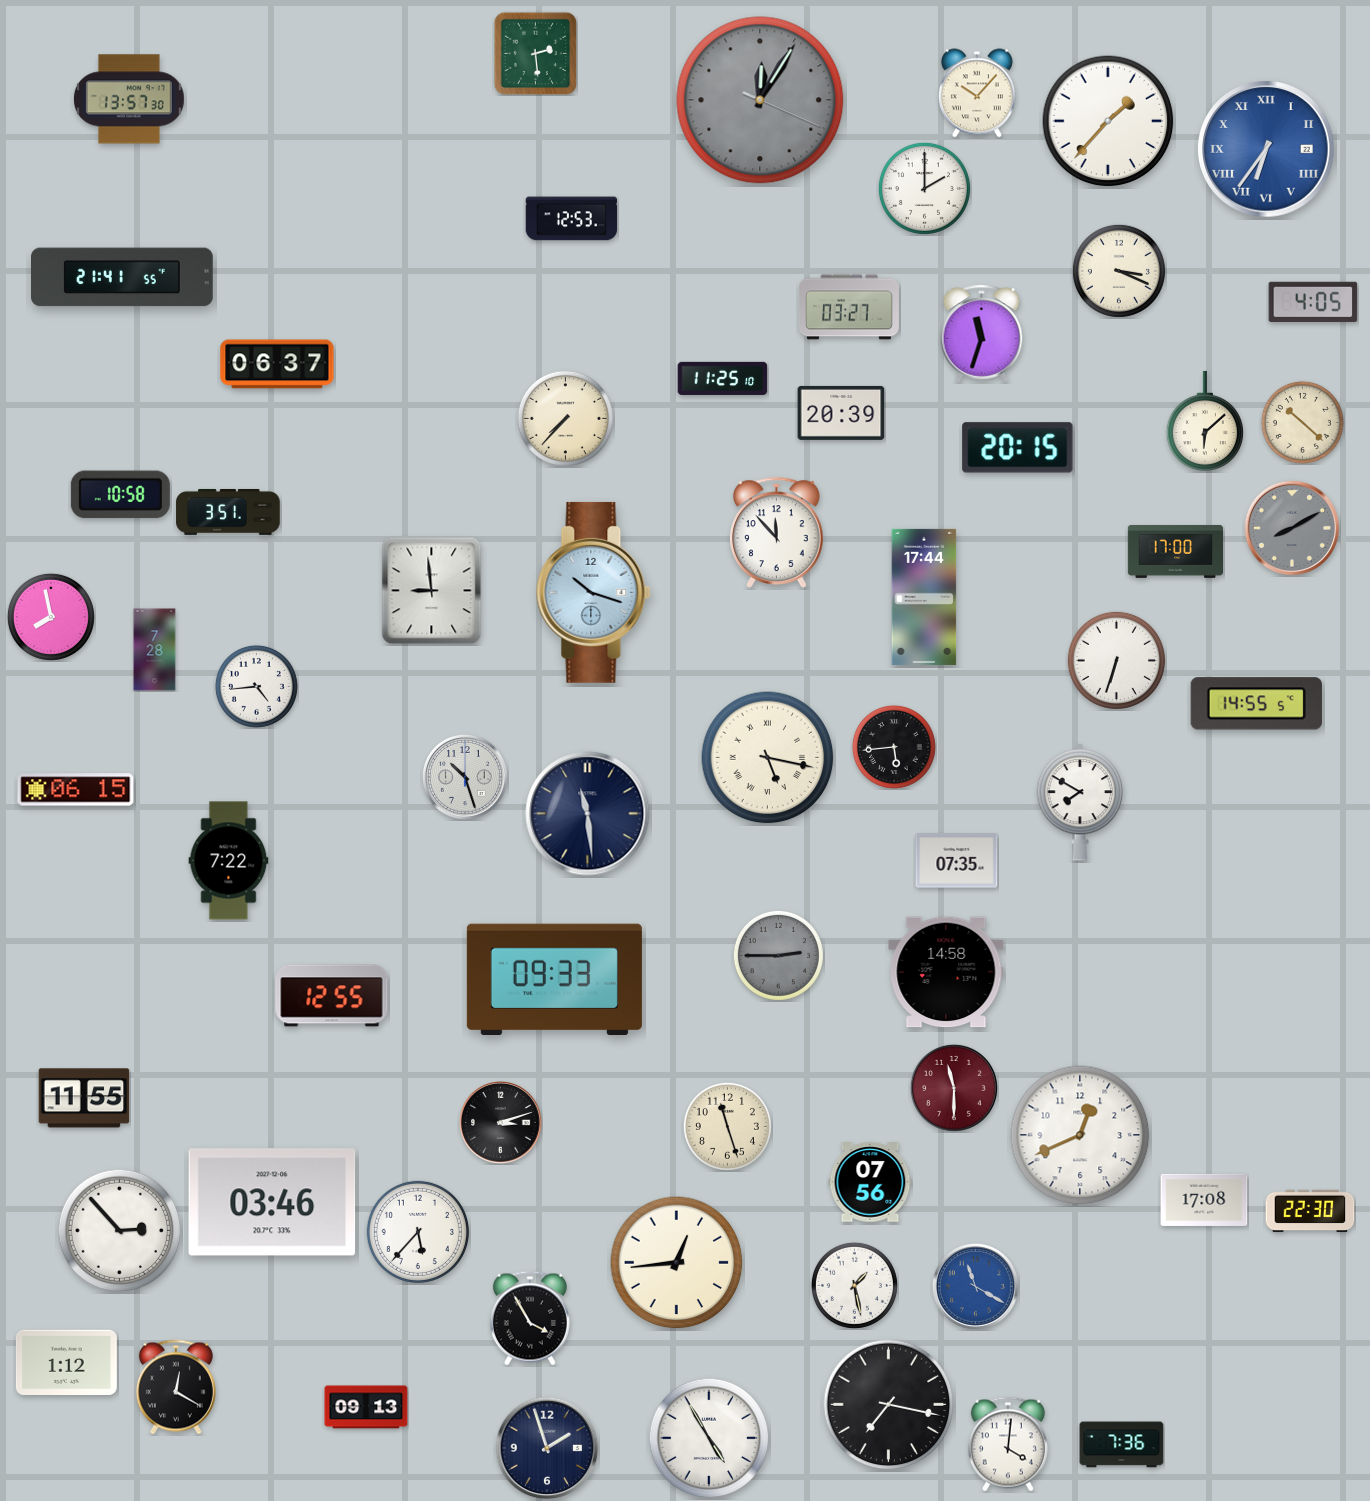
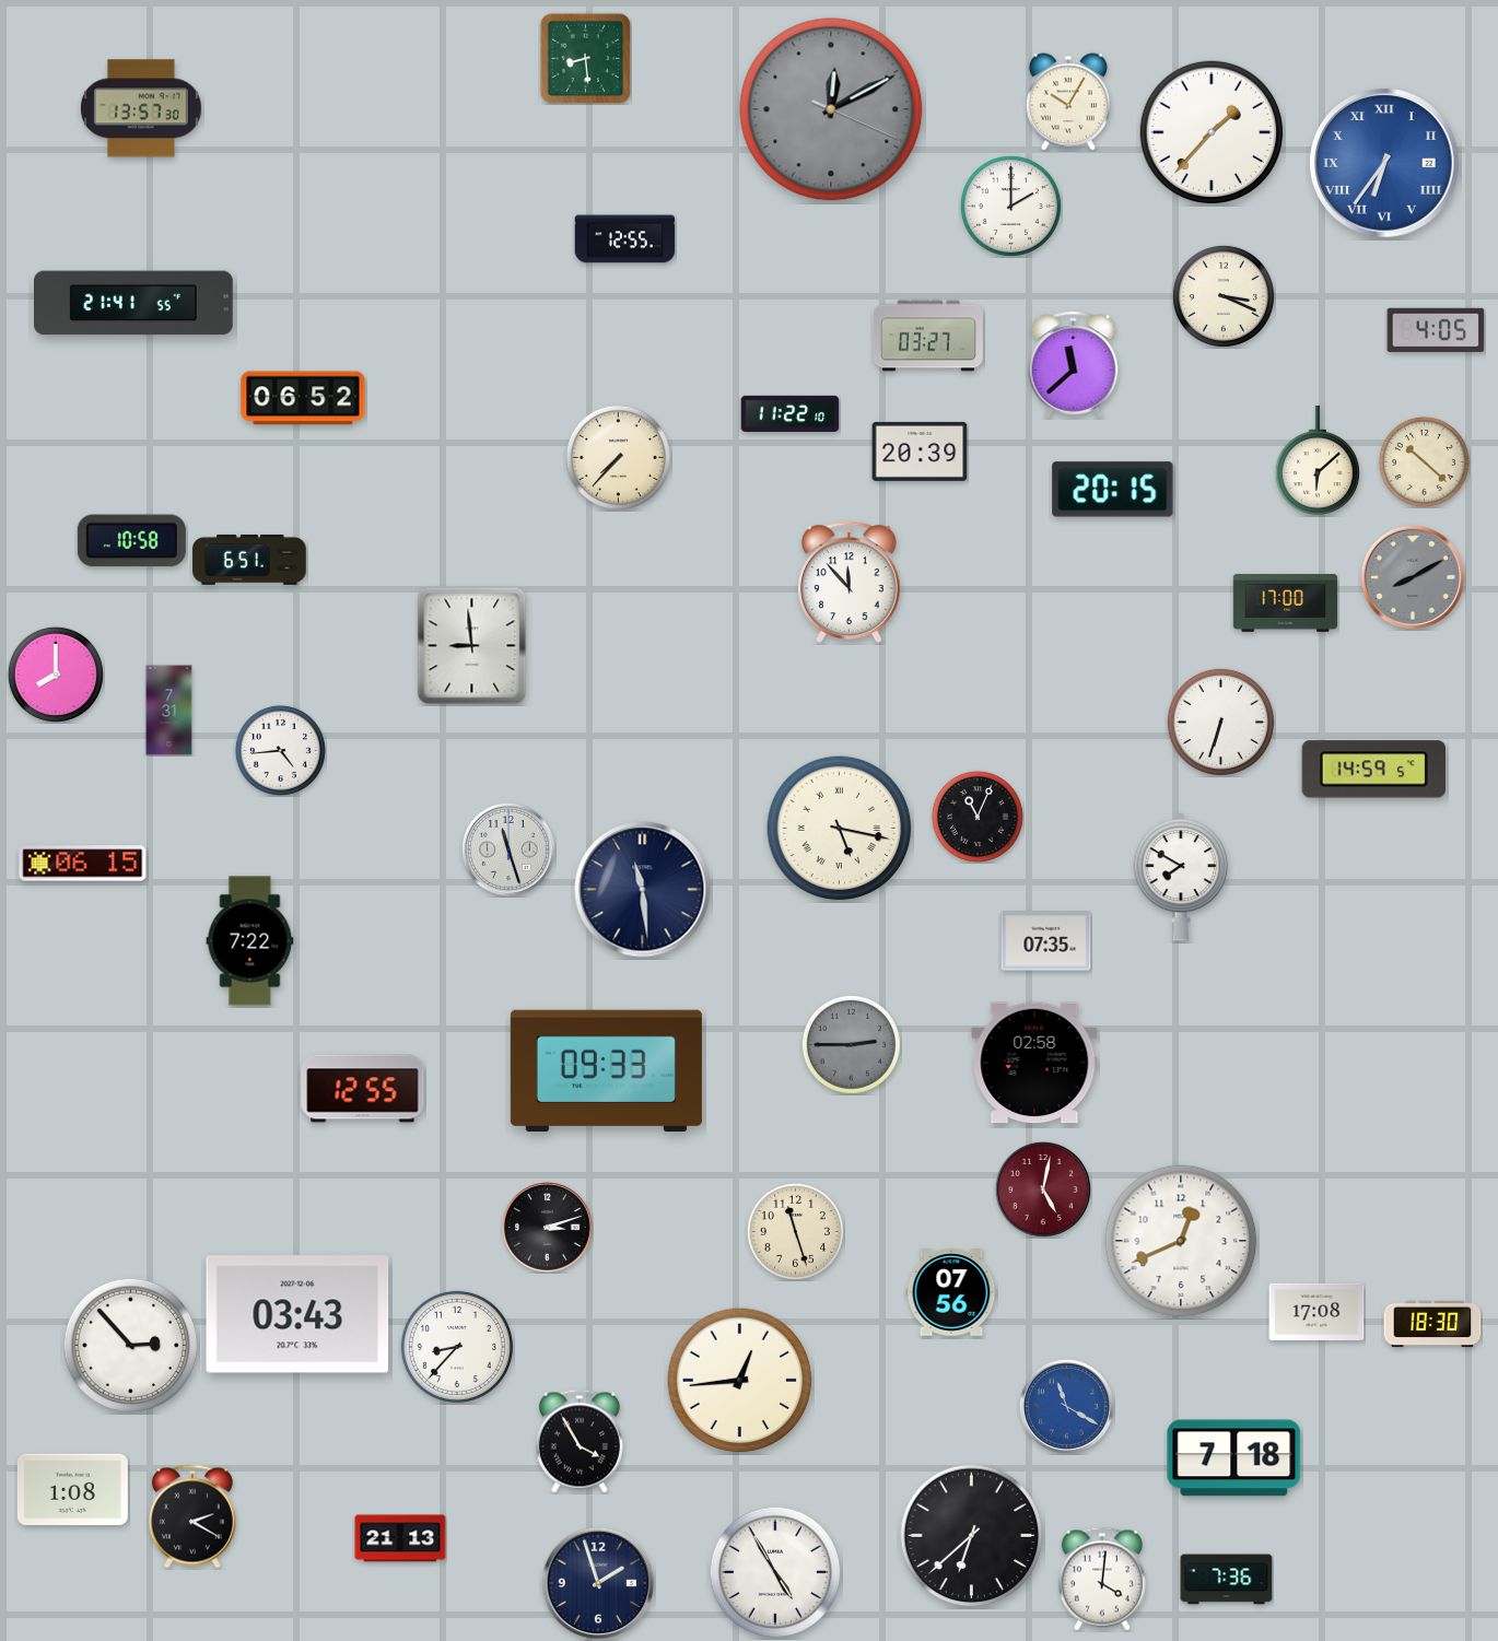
clock at (535, 53): 2:29 -> 8:29
clock at (977, 93): 10:07 -> 10:05
clock at (760, 100): 12:05 -> 12:10
clock at (572, 219): 12:53 -> 12:55
clock at (982, 334): 11:33 -> 11:38
clock at (277, 364): 06:37 -> 06:52
clock at (723, 378): 11:25 -> 11:22
clock at (228, 512): 3:51 -> 6:51
clock at (594, 592): 10:18 -> none
clock at (924, 597): 17:44 -> none
clock at (51, 617): 7:58 -> 8:00
clock at (155, 650): 7:28 -> 7:31
clock at (1256, 704): 14:55 -> 14:59
clock at (894, 747): 5:44 -> 11:04
clock at (465, 777): 10:27 -> 11:27
clock at (946, 972): 14:58 -> 02:58
clock at (954, 1088): 11:30 -> 5:02
clock at (84, 1098): 11:55 -> none
clock at (272, 1202): 03:46 -> 03:43
clock at (1310, 1211): 22:30 -> 18:30
clock at (418, 1232): 5:37 -> 8:37
clock at (854, 1285): 1:28 -> none
clock at (1234, 1458): none -> 7:18
clock at (66, 1363): 1:12 -> 1:08
clock at (176, 1387): 12:20 -> 2:20
clock at (889, 1405): 7:17 -> 6:38
clock at (366, 1407): 09:13 -> 21:13
